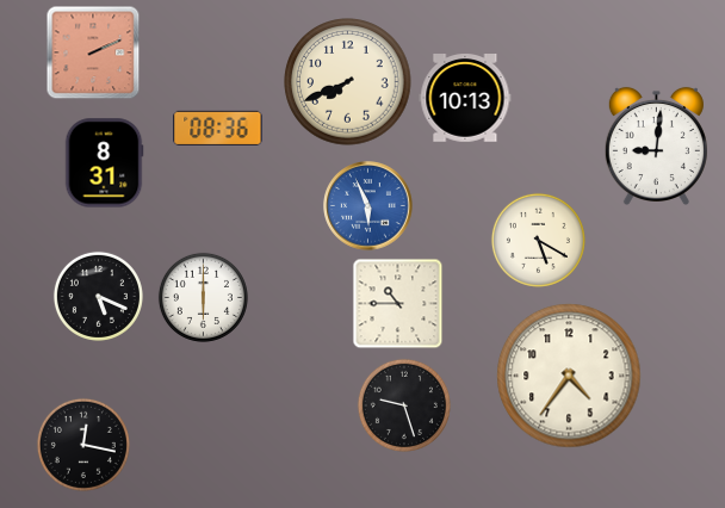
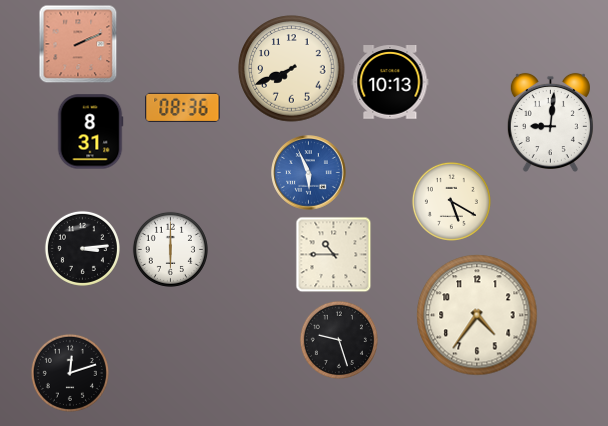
clock at (104, 163) position: (104, 163) -> (90, 132)
clock at (98, 296): 5:19 -> 3:14
clock at (83, 445): 12:17 -> 12:12
